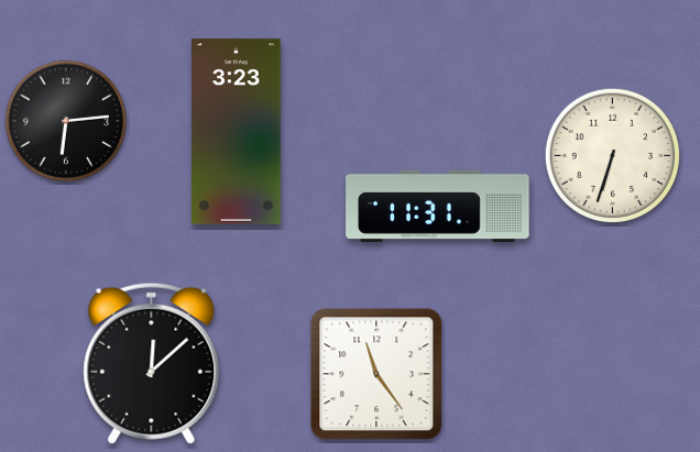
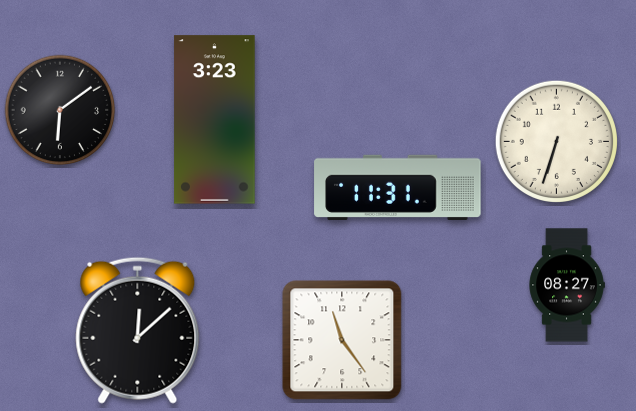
clock at (66, 121): 6:14 -> 6:09
clock at (567, 285): none -> 08:27
